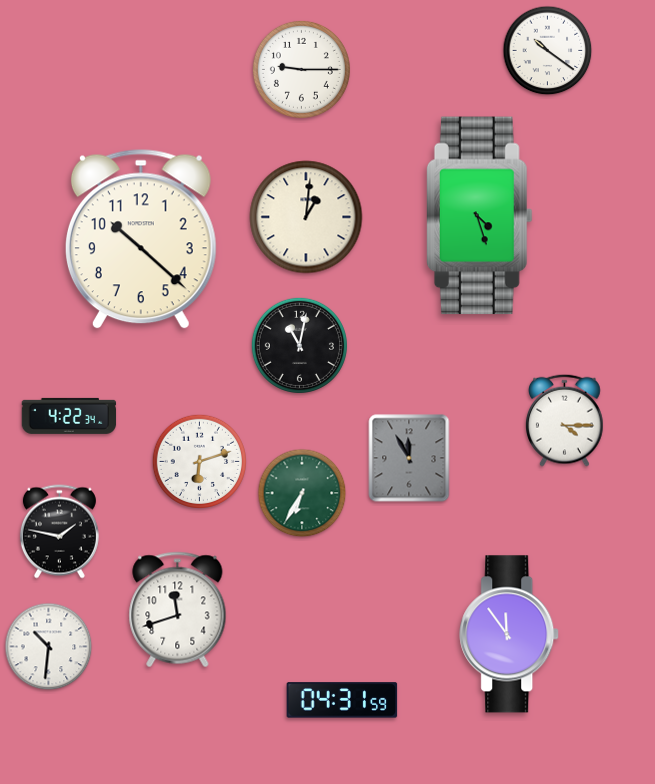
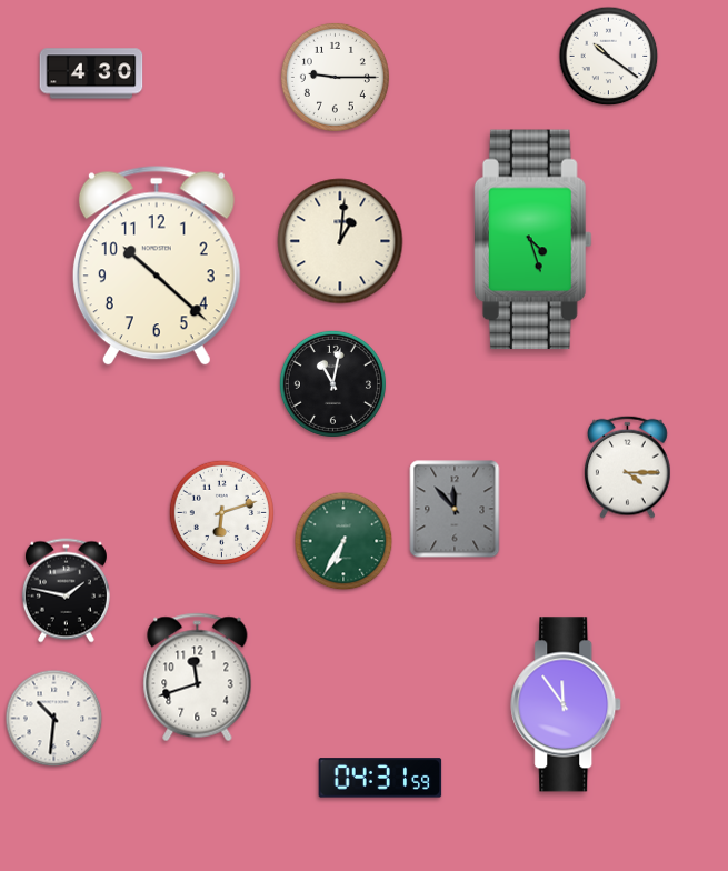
clock at (91, 73): none -> 4:30
clock at (69, 416): 4:22 -> none
clock at (409, 458): 11:55 -> 11:53
clock at (302, 493) position: (302, 493) -> (343, 541)
